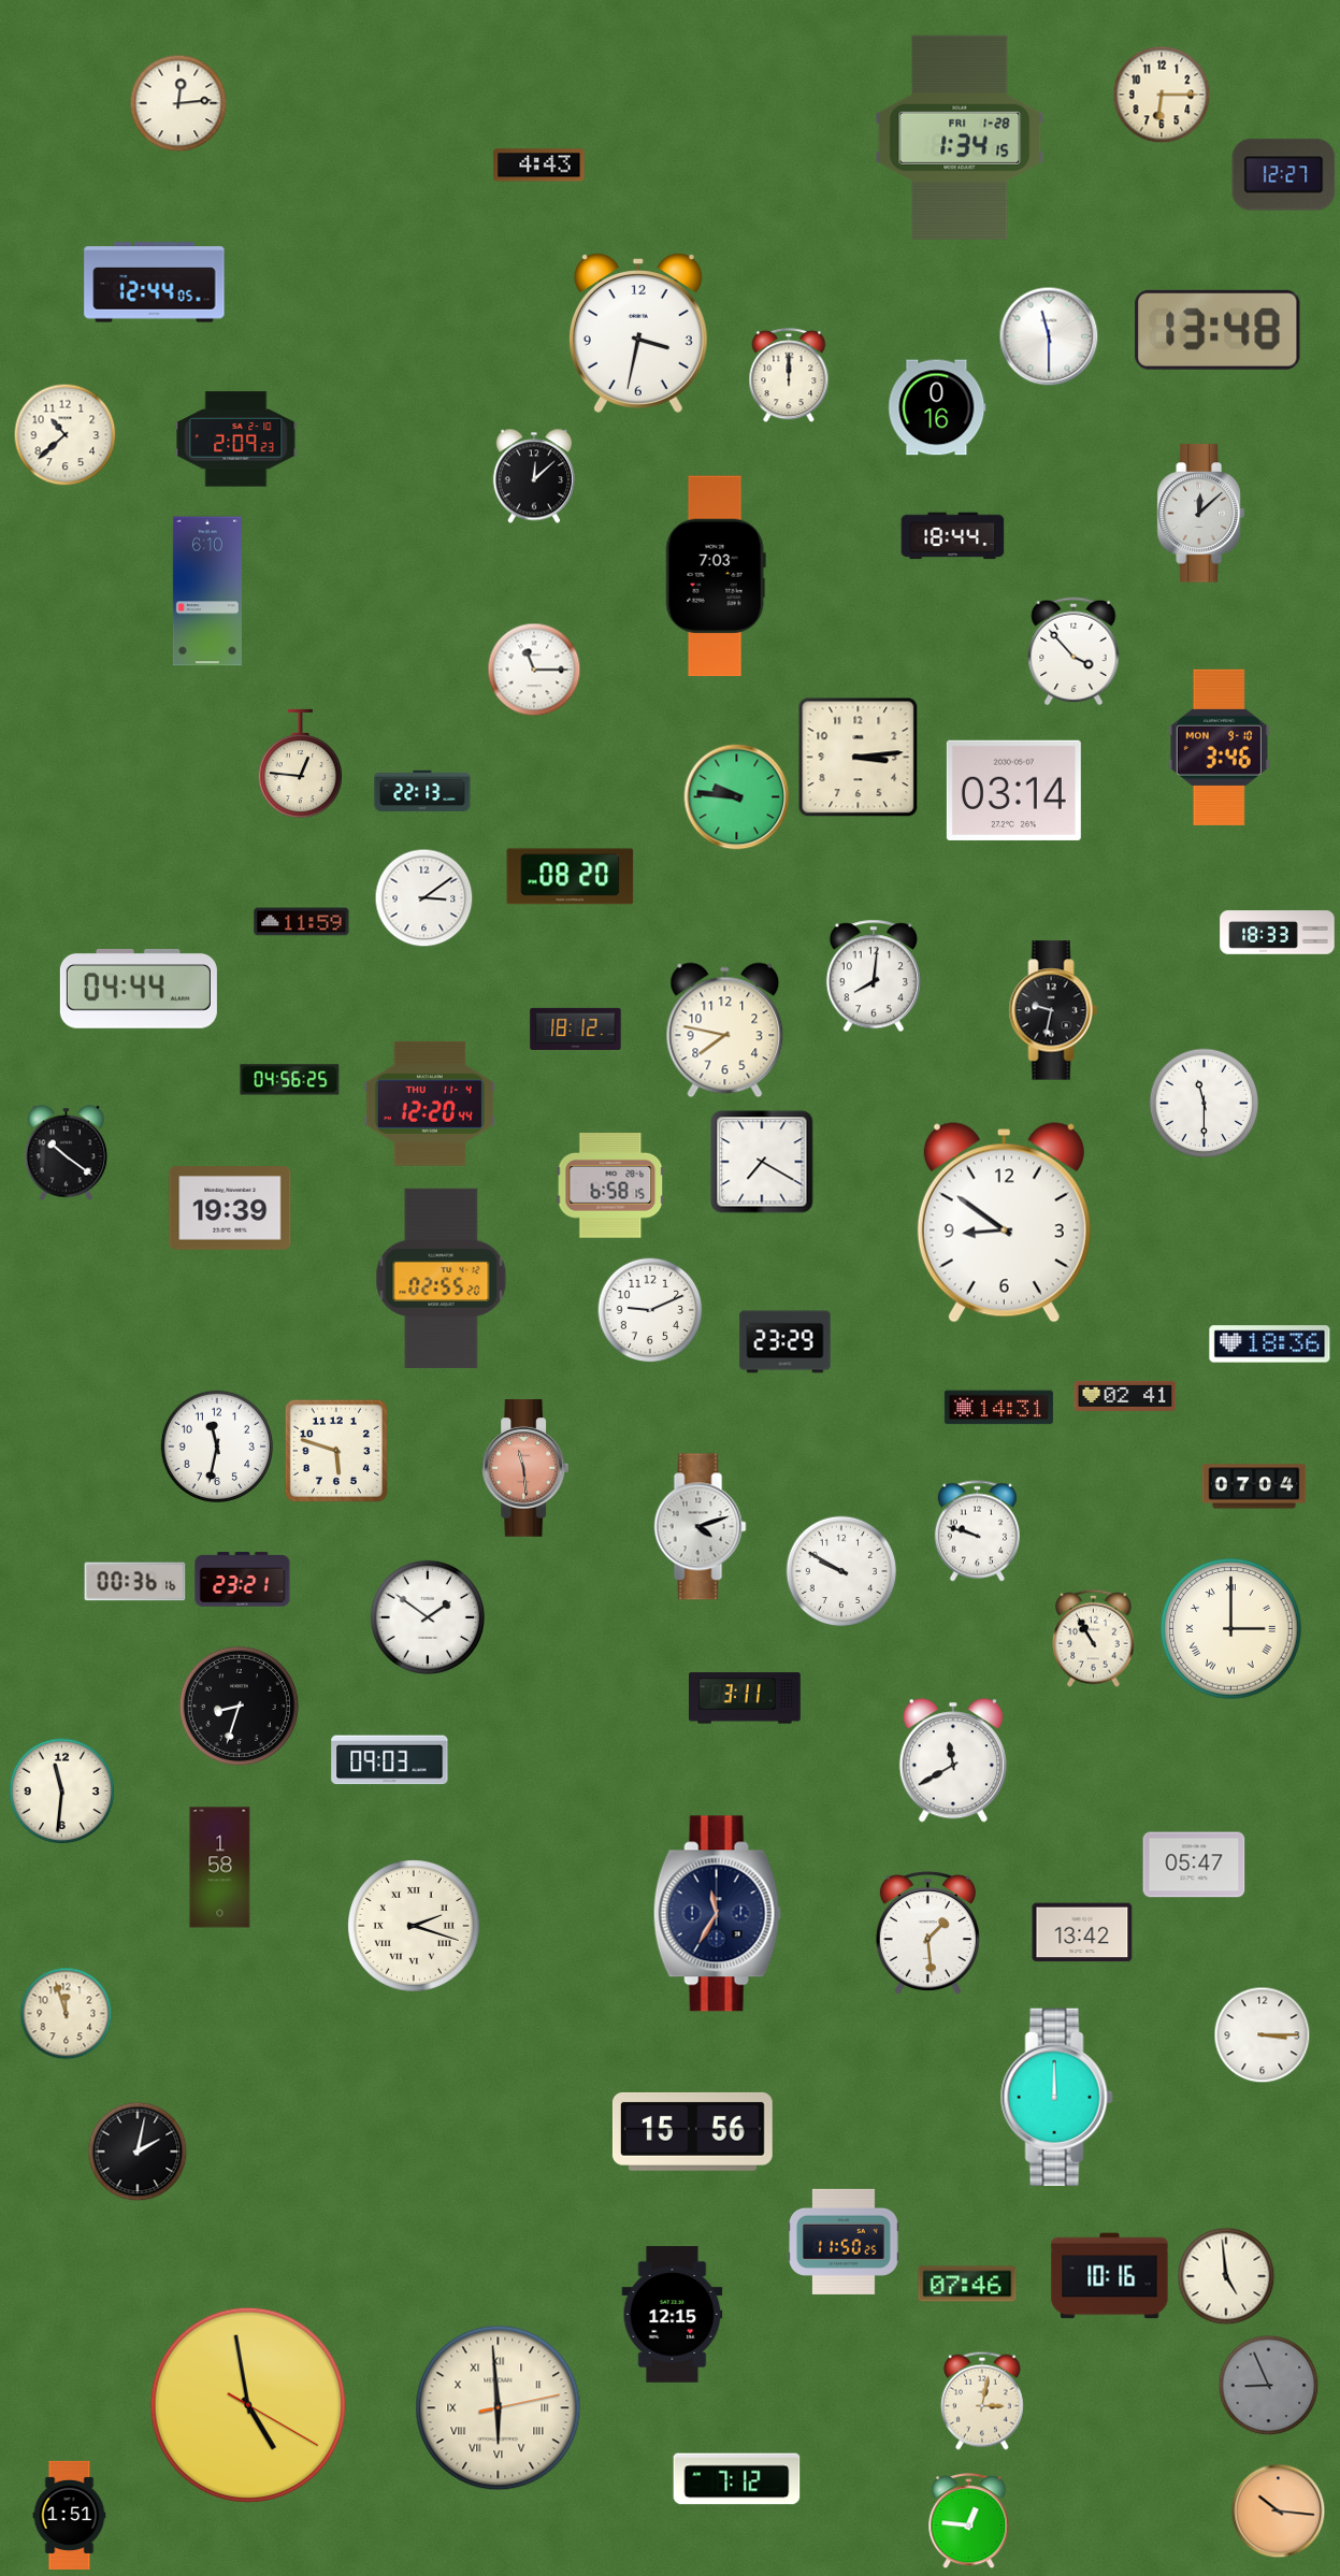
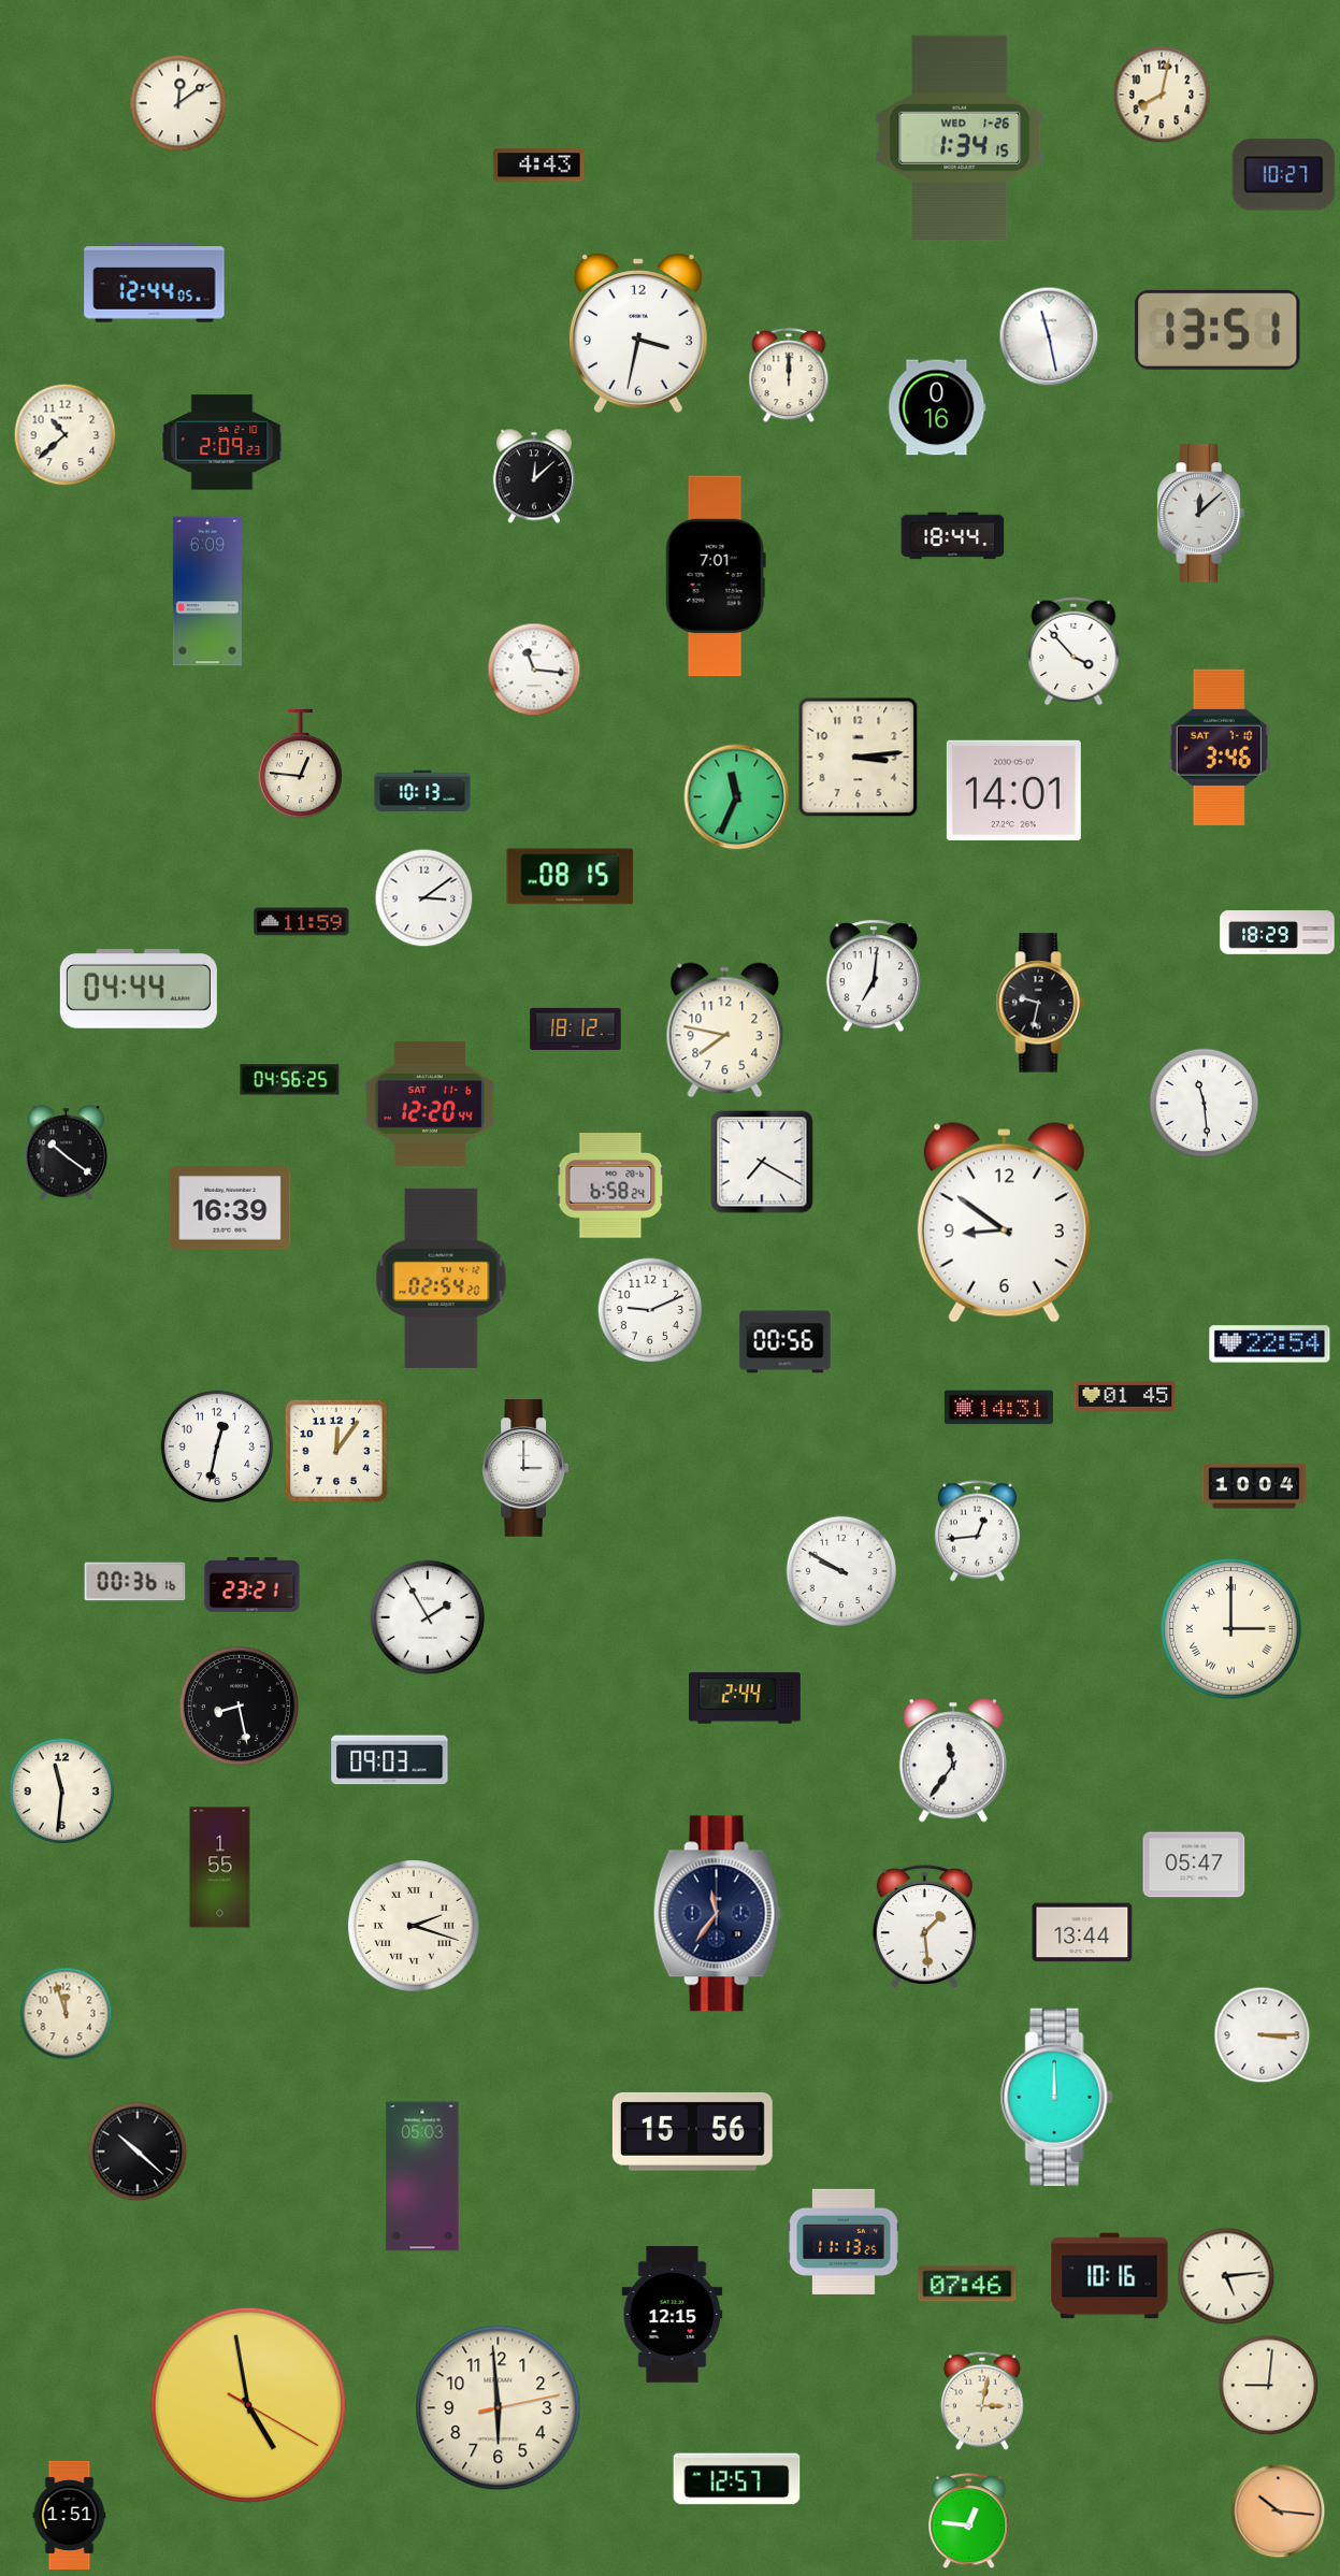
clock at (1162, 95): 6:15 -> 8:02
clock at (178, 103): 12:14 -> 12:09
clock at (960, 138) date: FRI 1-28 -> WED 1-26
clock at (1284, 175): 12:27 -> 10:27
clock at (1217, 330): 13:48 -> 13:51
clock at (1049, 336): 11:30 -> 11:28
clock at (236, 440) position: (236, 440) -> (222, 443)
clock at (716, 576): 7:03 -> 7:01
clock at (207, 591): 6:10 -> 6:09
clock at (534, 670): 11:15 -> 11:16
clock at (1219, 747) date: MON 9-10 -> SAT 7-10
clock at (1013, 790): 03:14 -> 14:01
clock at (422, 791): 22:13 -> 10:13
clock at (737, 797): 9:46 -> 11:34
clock at (571, 877): 08:20 -> 08:15
clock at (1278, 933): 18:33 -> 18:29
clock at (874, 976): 8:01 -> 7:01
clock at (1053, 1010) position: (1053, 1010) -> (1040, 1003)
clock at (430, 1104) date: THU 11-4 -> SAT 11-6
clock at (1205, 1104): 11:30 -> 11:29
clock at (610, 1185): 6:58:15 -> 6:58:24
clock at (230, 1208): 19:39 -> 16:39
clock at (442, 1278): 02:55 -> 02:54
clock at (786, 1342): 23:29 -> 00:56
clock at (1270, 1344): 18:36 -> 22:54
clock at (1125, 1396): 02:41 -> 01:45
clock at (216, 1445): 11:32 -> 12:32
clock at (336, 1451): 5:48 -> 12:06
clock at (525, 1468): 11:29 -> 3:00
clock at (525, 1468) dial: salmon -> white
clock at (1254, 1486): 07:04 -> 10:04
clock at (701, 1527): 4:12 -> none
clock at (977, 1531): 9:48 -> 12:44
clock at (243, 1580) position: (243, 1580) -> (253, 1585)
clock at (428, 1617): 1:51 -> 1:55
clock at (1094, 1638): 10:55 -> none
clock at (746, 1698): 3:11 -> 2:44
clock at (239, 1706): 8:33 -> 8:28
clock at (953, 1760): 11:40 -> 11:36
clock at (220, 1868): 1:58 -> 1:55
clock at (717, 1914): 11:35 -> 11:36
clock at (1082, 1932): 13:42 -> 13:44
clock at (927, 1934) position: (927, 1934) -> (924, 1928)
clock at (138, 2152): 2:02 -> 10:22
clock at (422, 2176): none -> 05:03
clock at (844, 2242): 11:50 -> 11:13
clock at (1226, 2276): 4:59 -> 5:14
clock at (1269, 2386): 8:56 -> 9:01
clock at (1269, 2386) dial: grey -> cream
clock at (499, 2408) numerals: Roman -> Arabic
clock at (737, 2479): 7:12 -> 12:57
